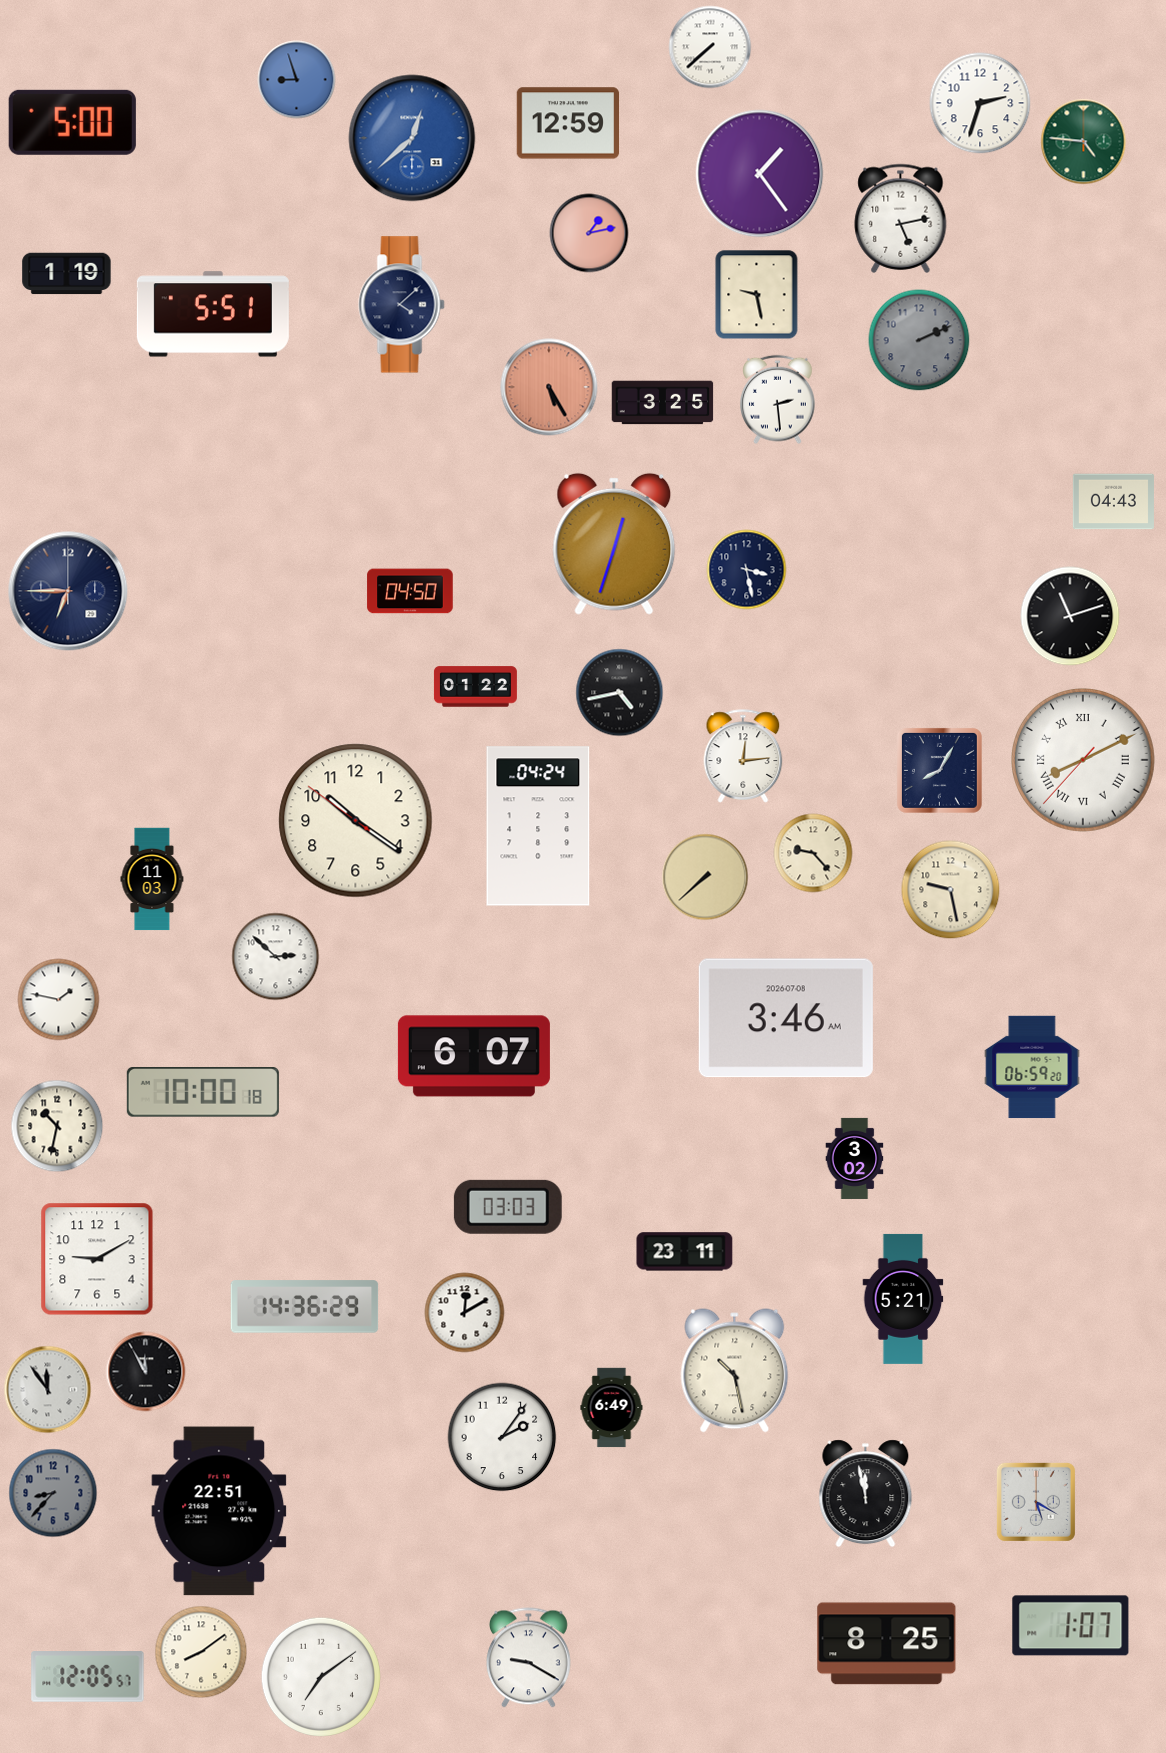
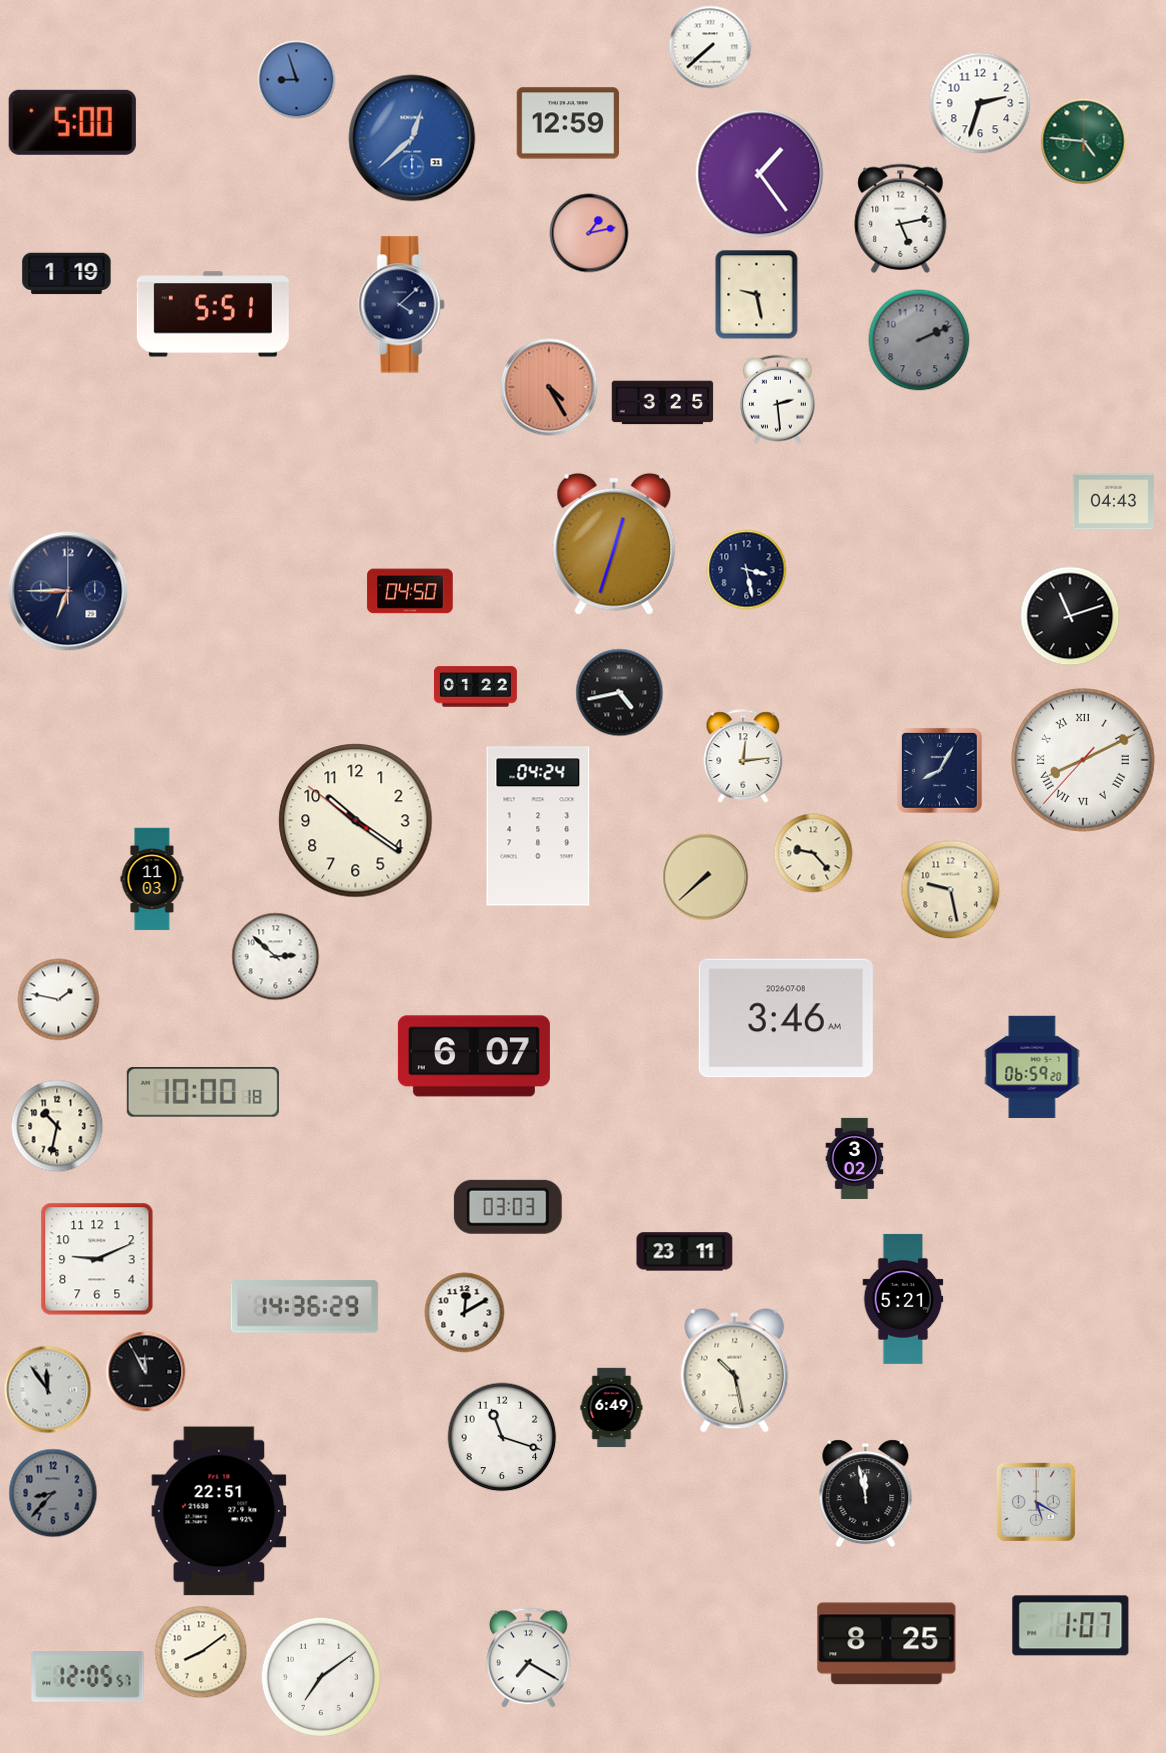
clock at (549, 387): 5:25 -> 4:25
clock at (97, 1259): 9:10 -> 9:11
clock at (502, 1437): 2:06 -> 11:18
clock at (528, 1658): 9:20 -> 7:20
